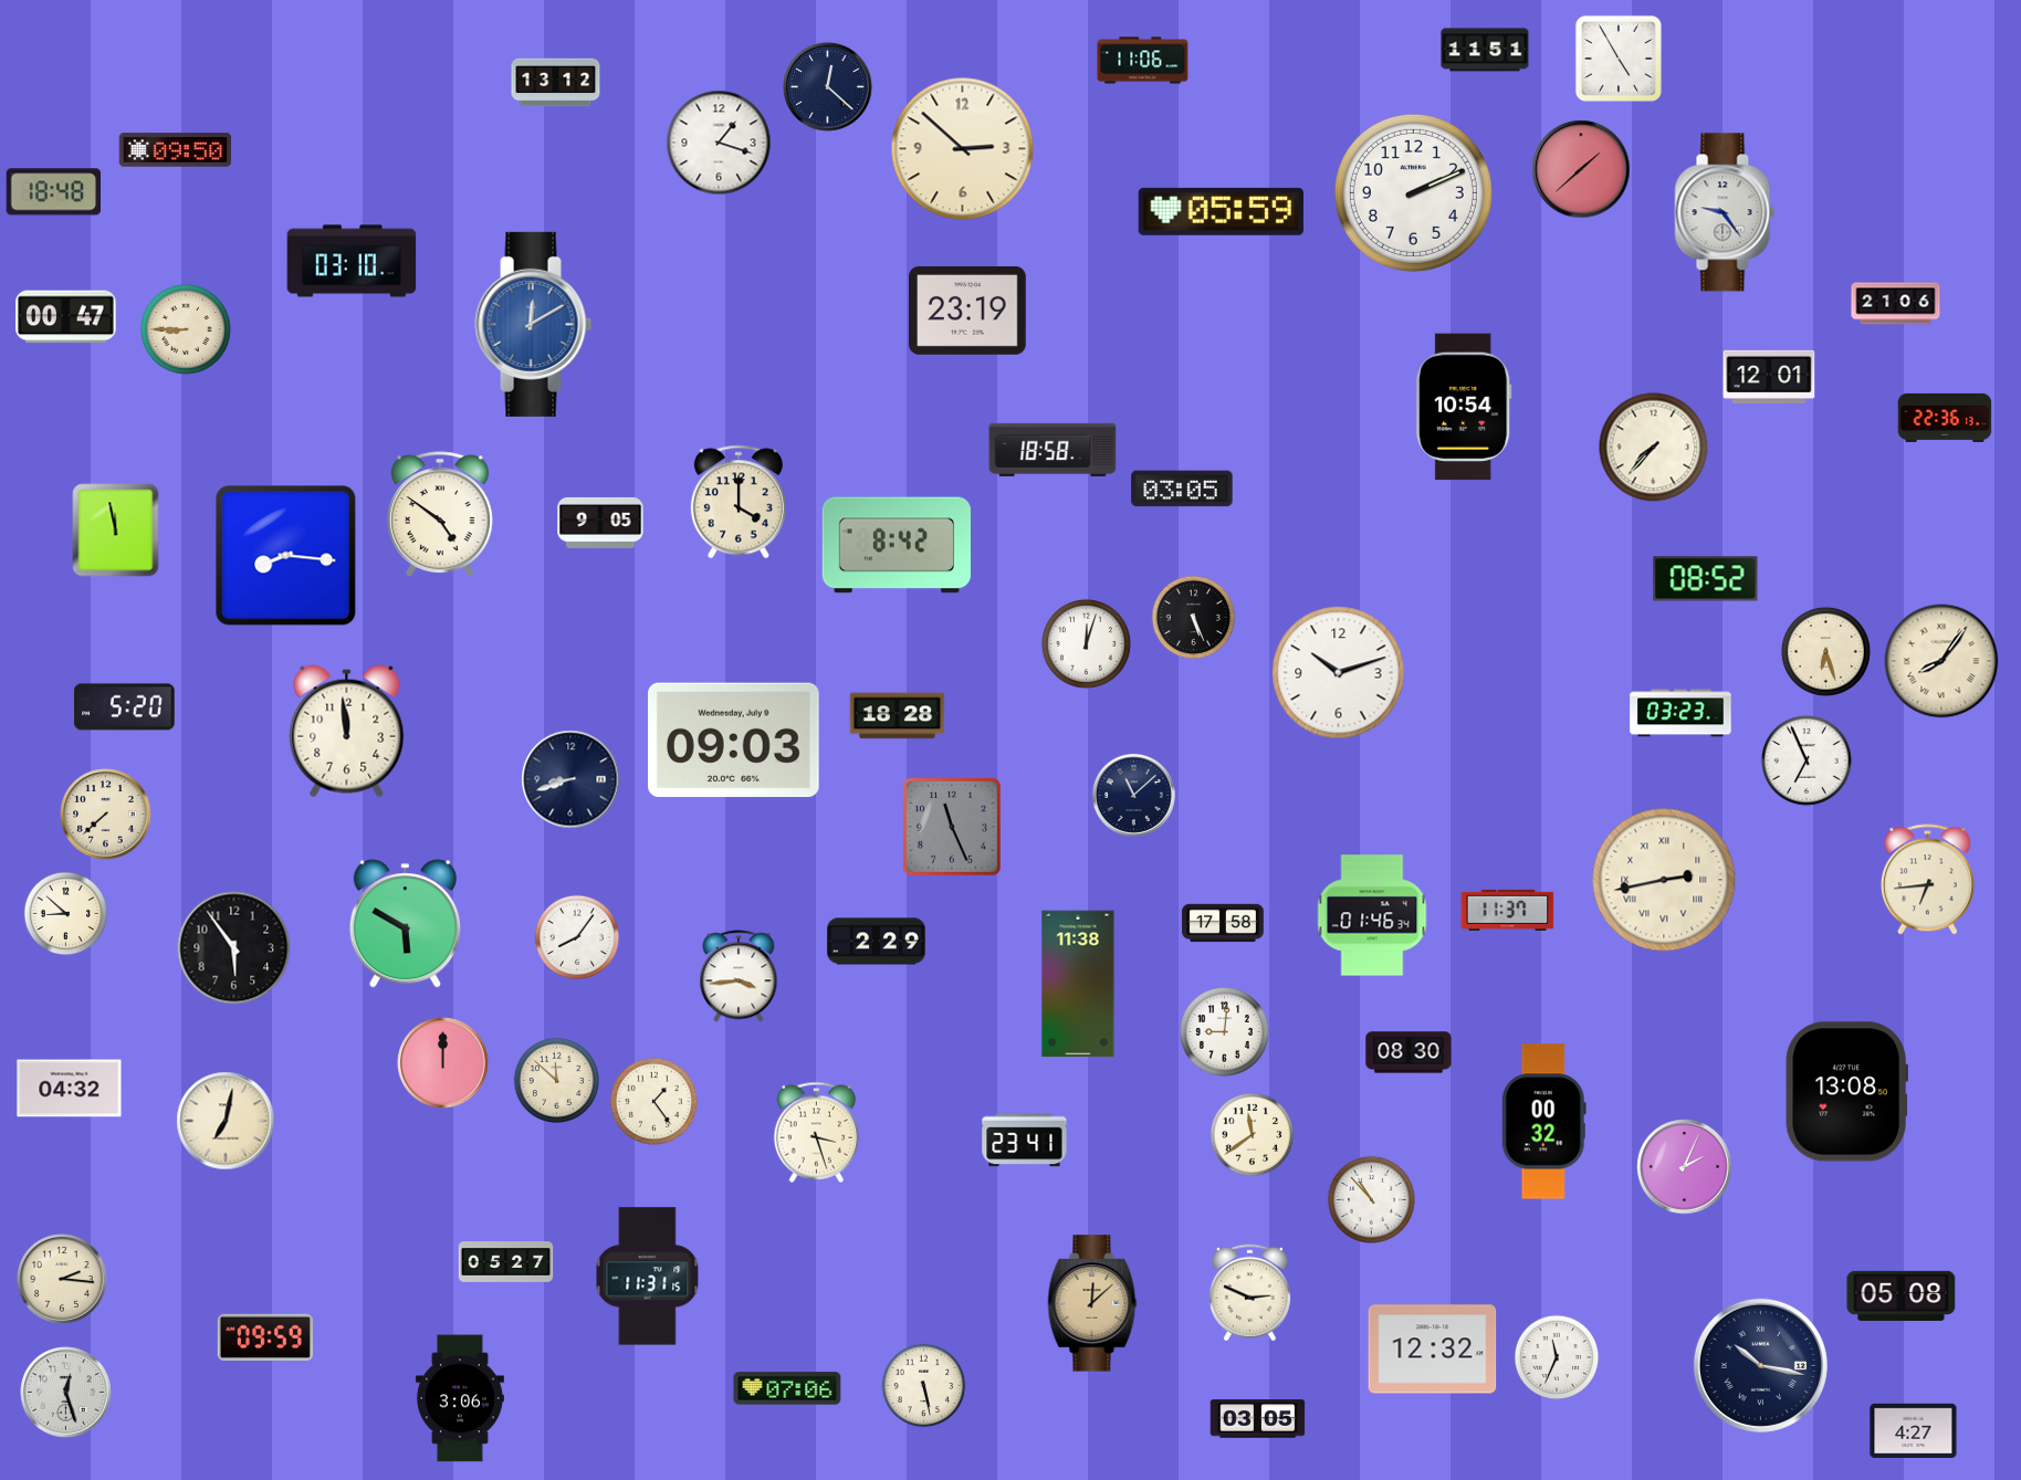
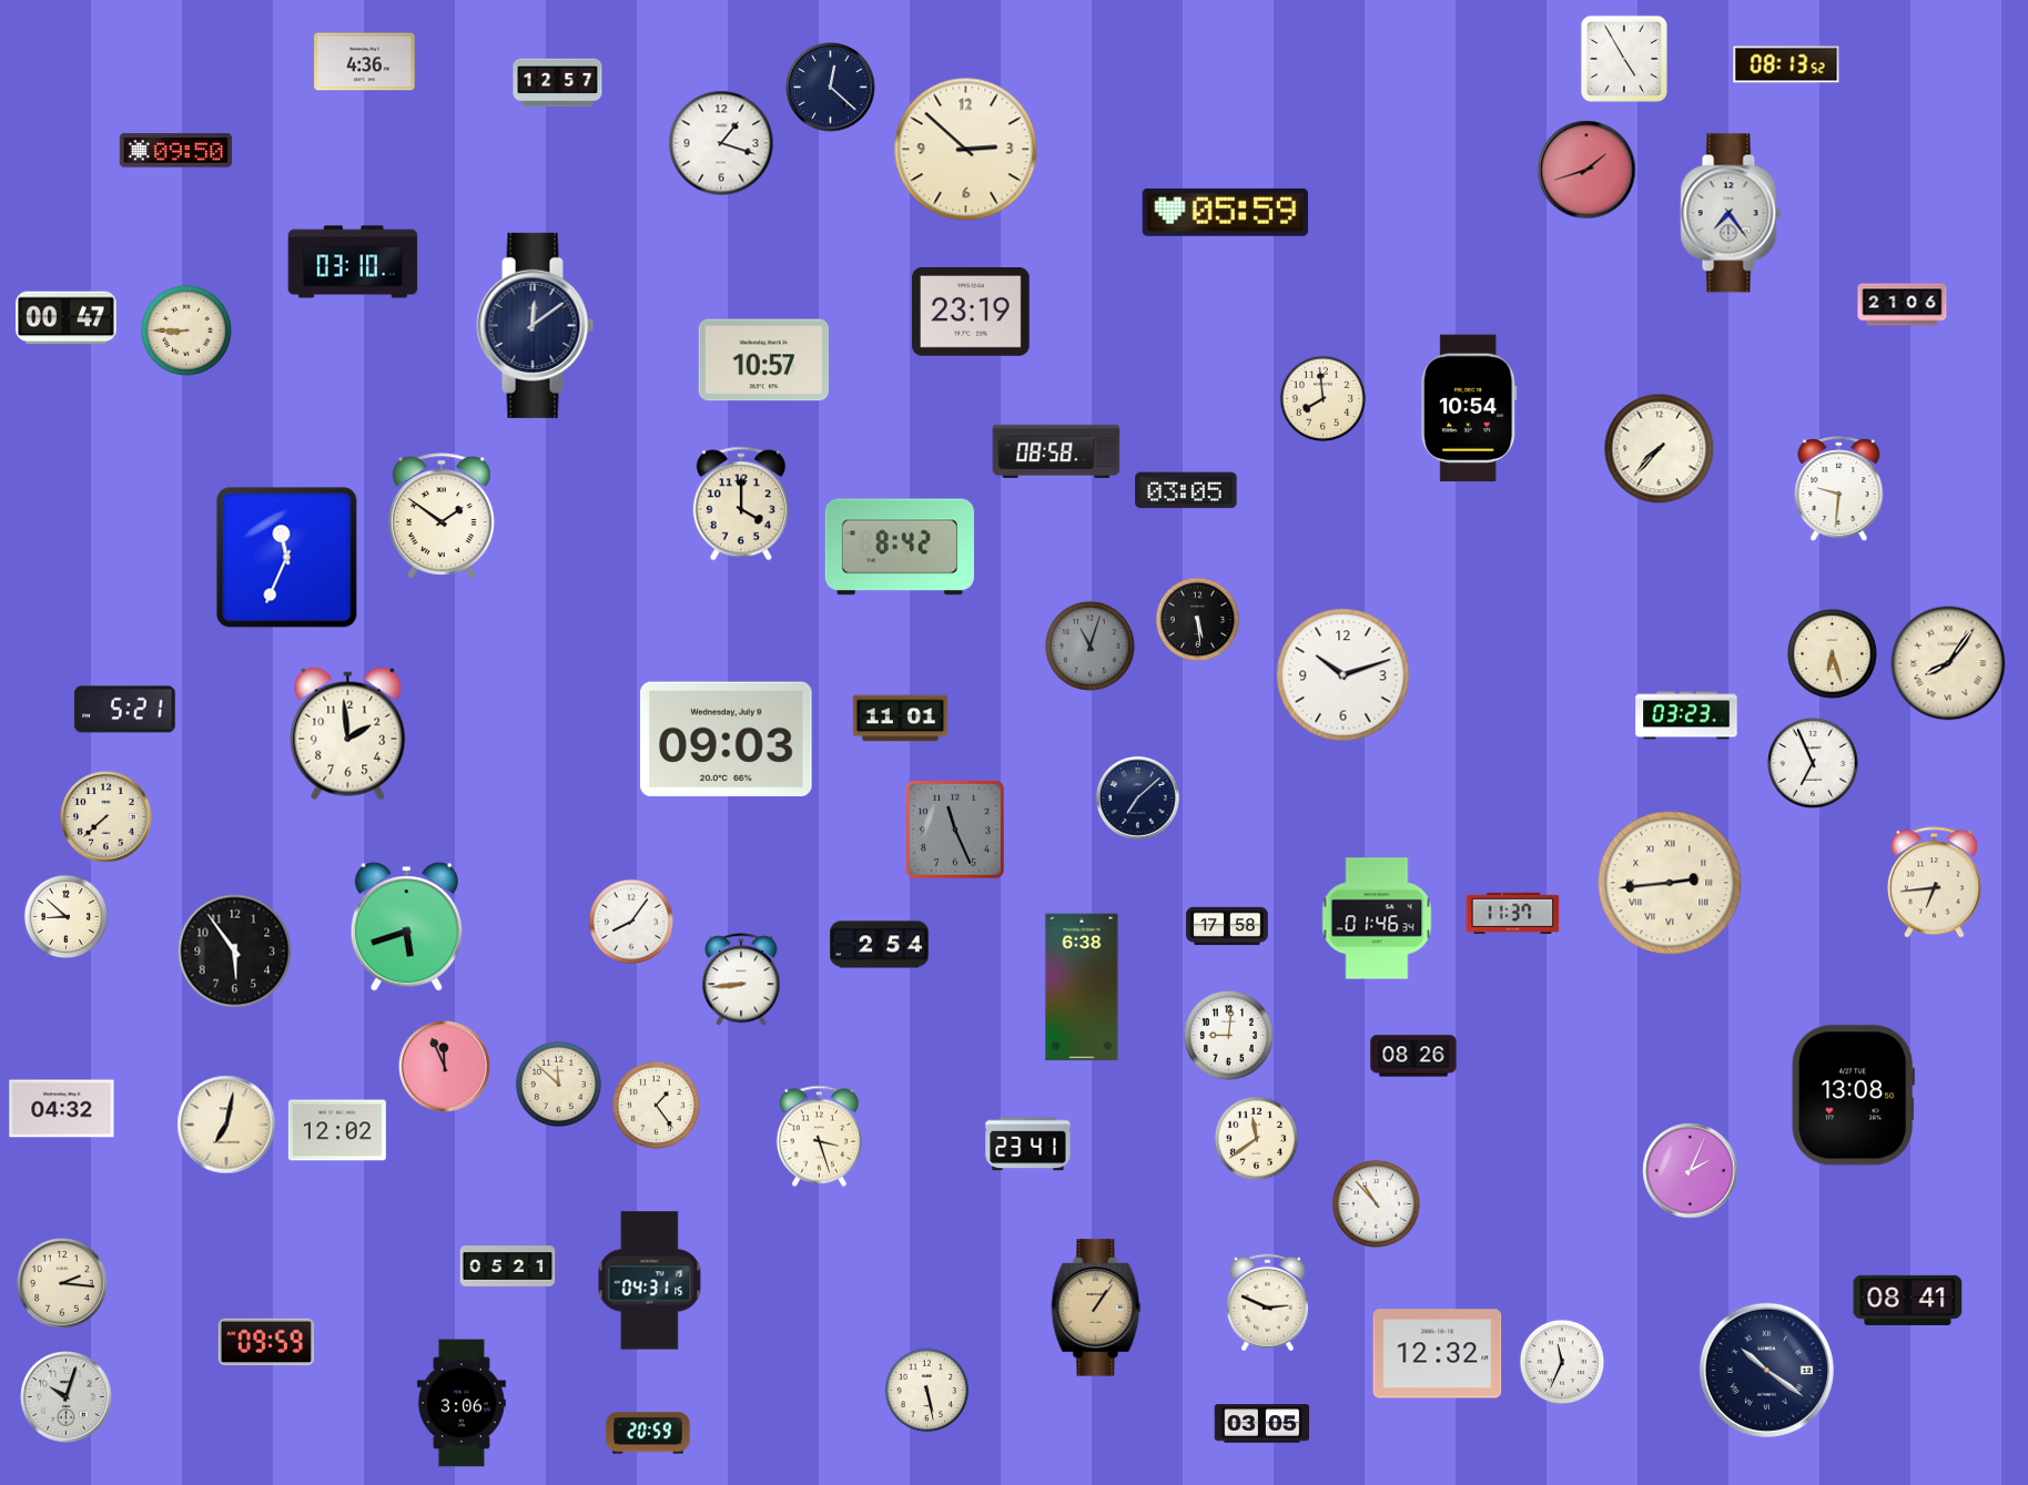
clock at (1485, 50): 11:51 -> none
clock at (1143, 61): 11:06 -> none
clock at (365, 62): none -> 4:36
clock at (1786, 64): none -> 08:13
clock at (556, 83): 13:12 -> 12:57
clock at (1581, 169): 1:38 -> 1:42
clock at (53, 192): 18:48 -> none
clock at (1413, 192): 2:11 -> none
clock at (1725, 212): 9:24 -> 7:24
clock at (534, 324): 12:10 -> 12:09
clock at (534, 324) dial: blue -> navy
clock at (763, 360): none -> 10:57
clock at (1769, 377): 12:01 -> none
clock at (1322, 398): none -> 7:59
clock at (1945, 418): 22:36 -> none
clock at (1053, 450): 18:58 -> 08:58
clock at (1839, 489): none -> 9:31
clock at (440, 514): 4:51 -> 1:51
clock at (600, 523): 9:05 -> none
clock at (116, 531): 11:58 -> none
clock at (286, 556): 8:16 -> 11:34
clock at (1706, 579): 08:52 -> none
clock at (1194, 618): 5:26 -> 5:29
clock at (1086, 643): 12:03 -> 11:03
clock at (1086, 643) dial: white -> grey
clock at (125, 707): 5:20 -> 5:21
clock at (898, 716): 18:28 -> 11:01
clock at (347, 732): 11:59 -> 1:59
clock at (734, 741) position: (734, 741) -> (727, 740)
clock at (570, 779): 8:42 -> none
clock at (1133, 795): 11:08 -> 7:08
clock at (1664, 880): 2:43 -> 2:44
clock at (405, 924): 5:50 -> 5:42
clock at (577, 937) position: (577, 937) -> (631, 922)
clock at (877, 942): 2:29 -> 2:54
clock at (739, 976): 3:44 -> 8:44
clock at (1078, 984): 11:38 -> 6:38
clock at (1409, 1052): 08:30 -> 08:26
clock at (443, 1063): 12:00 -> 11:56
clock at (70, 1089) position: (70, 1089) -> (62, 1109)
clock at (1543, 1122): 00:32 -> none
clock at (337, 1130): none -> 12:02
clock at (506, 1262): 05:27 -> 05:21
clock at (648, 1277): 11:31 -> 04:31
clock at (1249, 1293) position: (1249, 1293) -> (1267, 1303)
clock at (1902, 1295): 05:08 -> 08:41
clock at (1092, 1303): 12:08 -> 1:06
clock at (1760, 1365): 10:17 -> 10:21
clock at (787, 1388): 07:06 -> none
clock at (66, 1393): 12:27 -> 10:03
clock at (648, 1433): none -> 20:59
clock at (1914, 1430): 4:27 -> none
